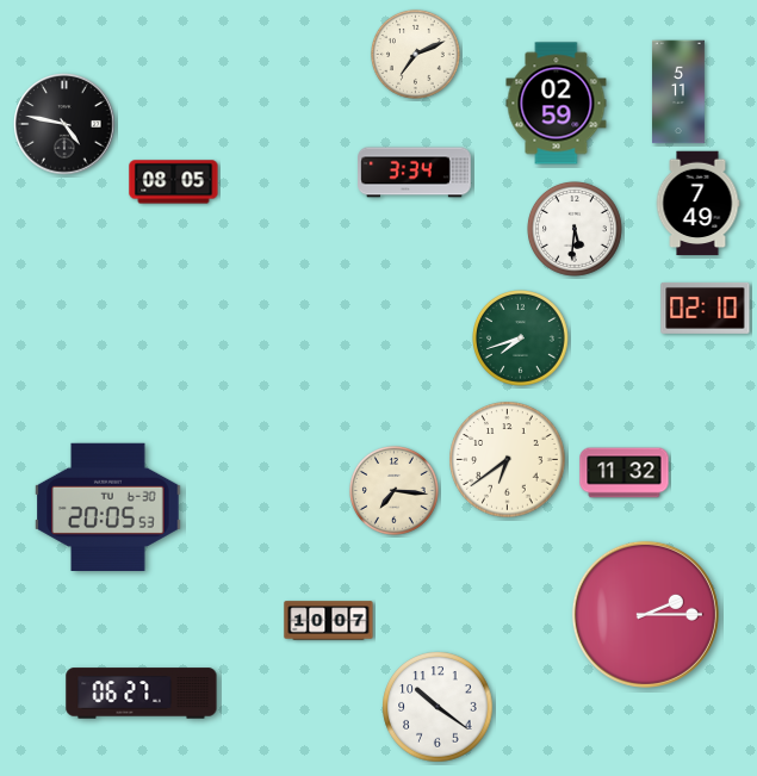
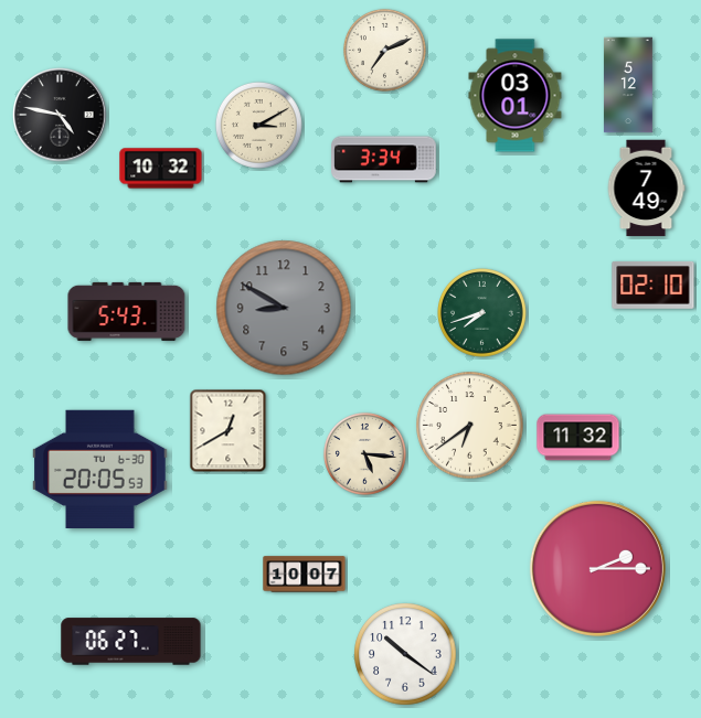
clock at (678, 92): 5:11 -> 5:12
clock at (557, 104): 02:59 -> 03:01
clock at (258, 125): none -> 3:10
clock at (174, 182): 08:05 -> 10:32
clock at (576, 230): 5:31 -> none
clock at (284, 308): none -> 8:50
clock at (127, 311): none -> 5:43
clock at (229, 431): none -> 12:40
clock at (393, 490): 7:16 -> 5:16
